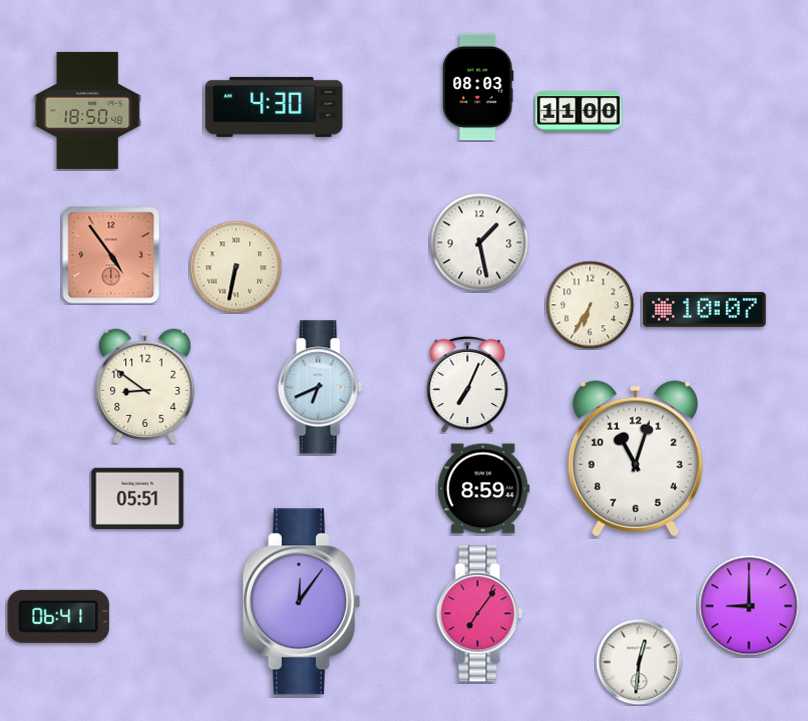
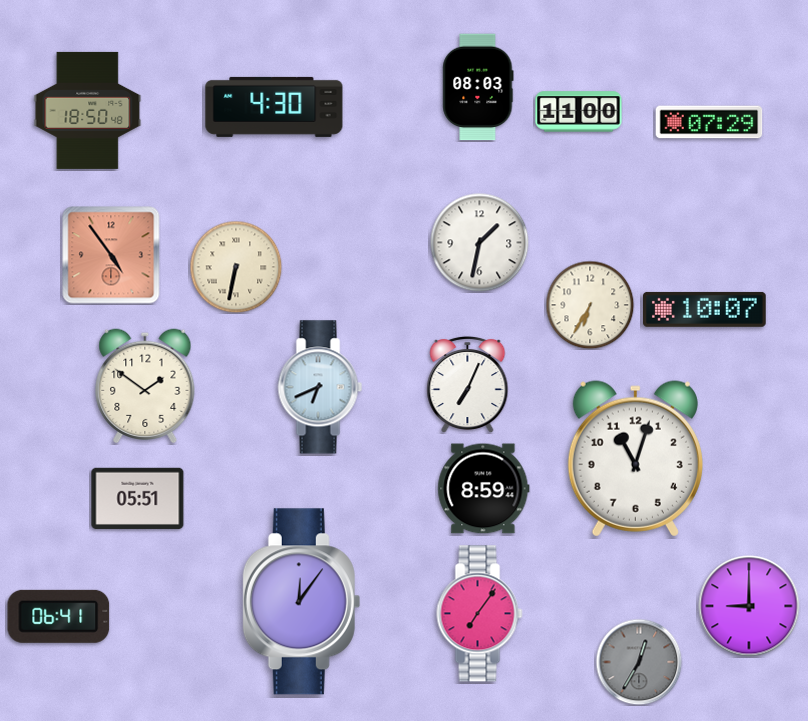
clock at (709, 122): none -> 07:29
clock at (480, 243): 1:28 -> 1:32
clock at (145, 385): 8:51 -> 1:51
clock at (639, 662): 12:31 -> 12:35
clock at (639, 662) dial: white -> grey
